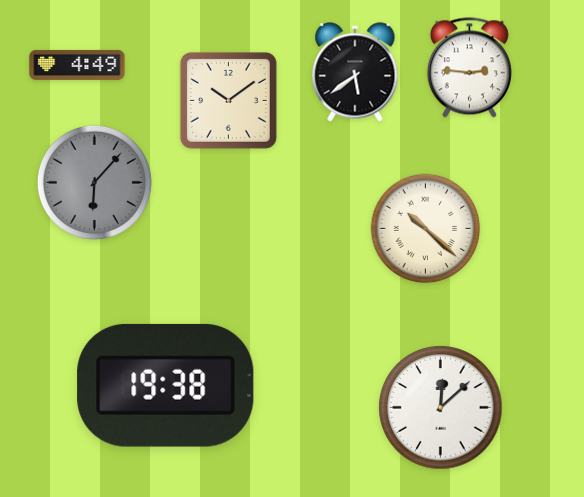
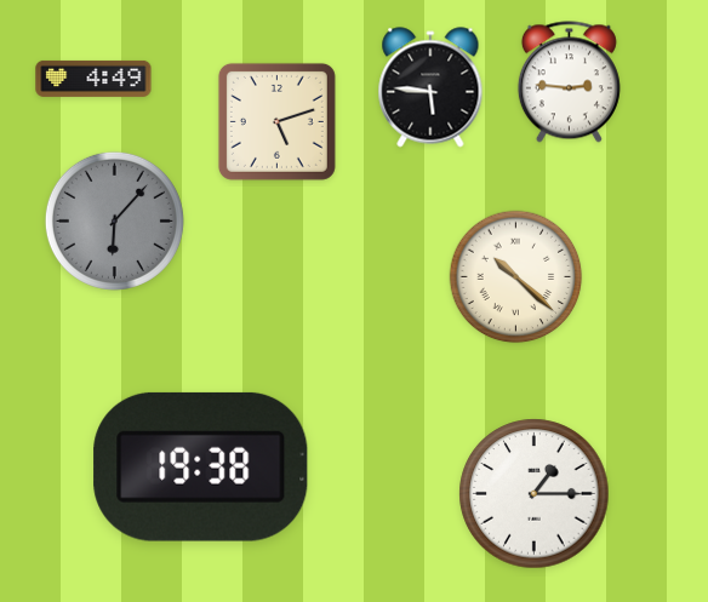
clock at (355, 72): 5:39 -> 5:46
clock at (228, 100): 10:09 -> 5:12
clock at (441, 408): 12:08 -> 1:15
